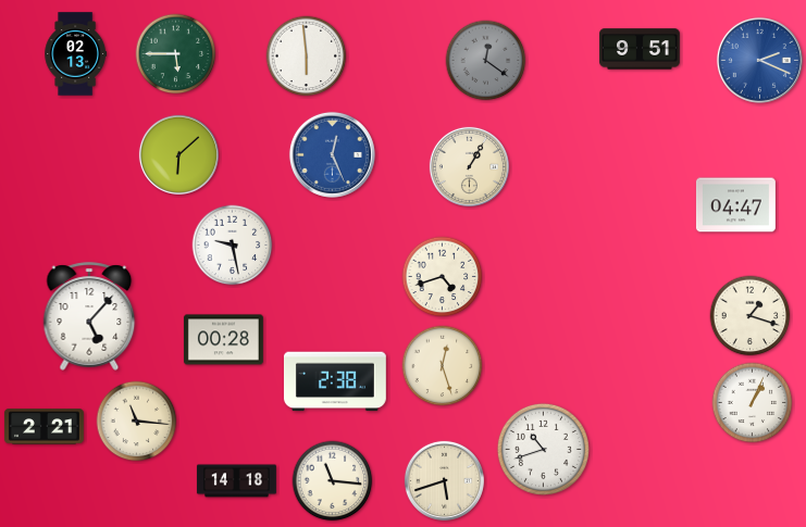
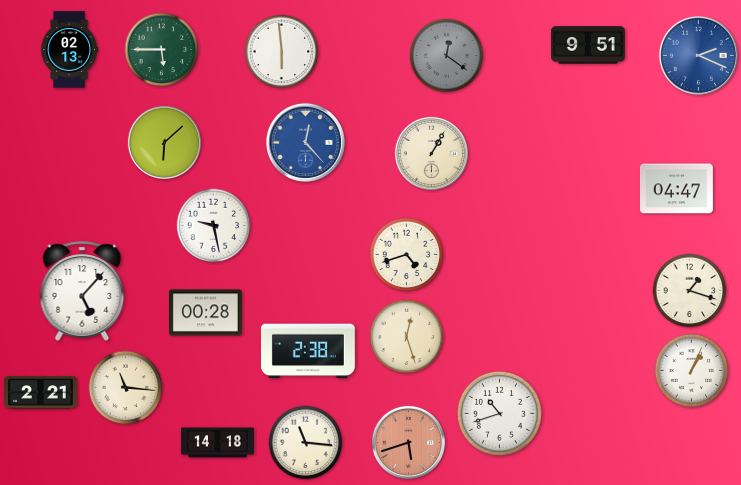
clock at (332, 154): 12:26 -> 12:23
clock at (444, 480) dial: cream -> salmon
